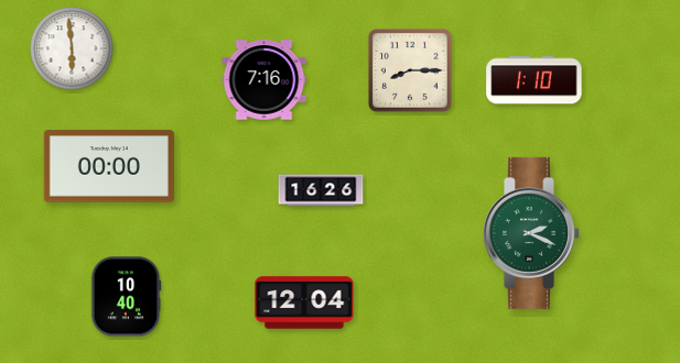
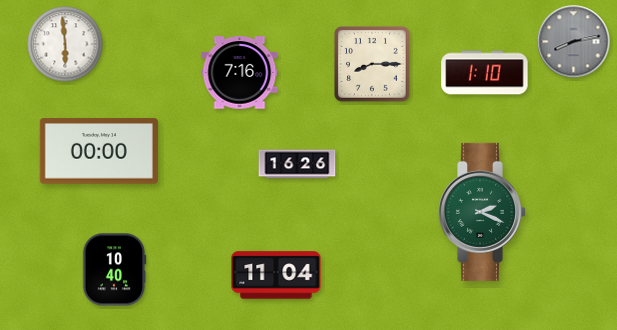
clock at (574, 42): none -> 8:13
clock at (321, 190) position: (321, 190) -> (297, 164)
clock at (304, 302): 12:04 -> 11:04
